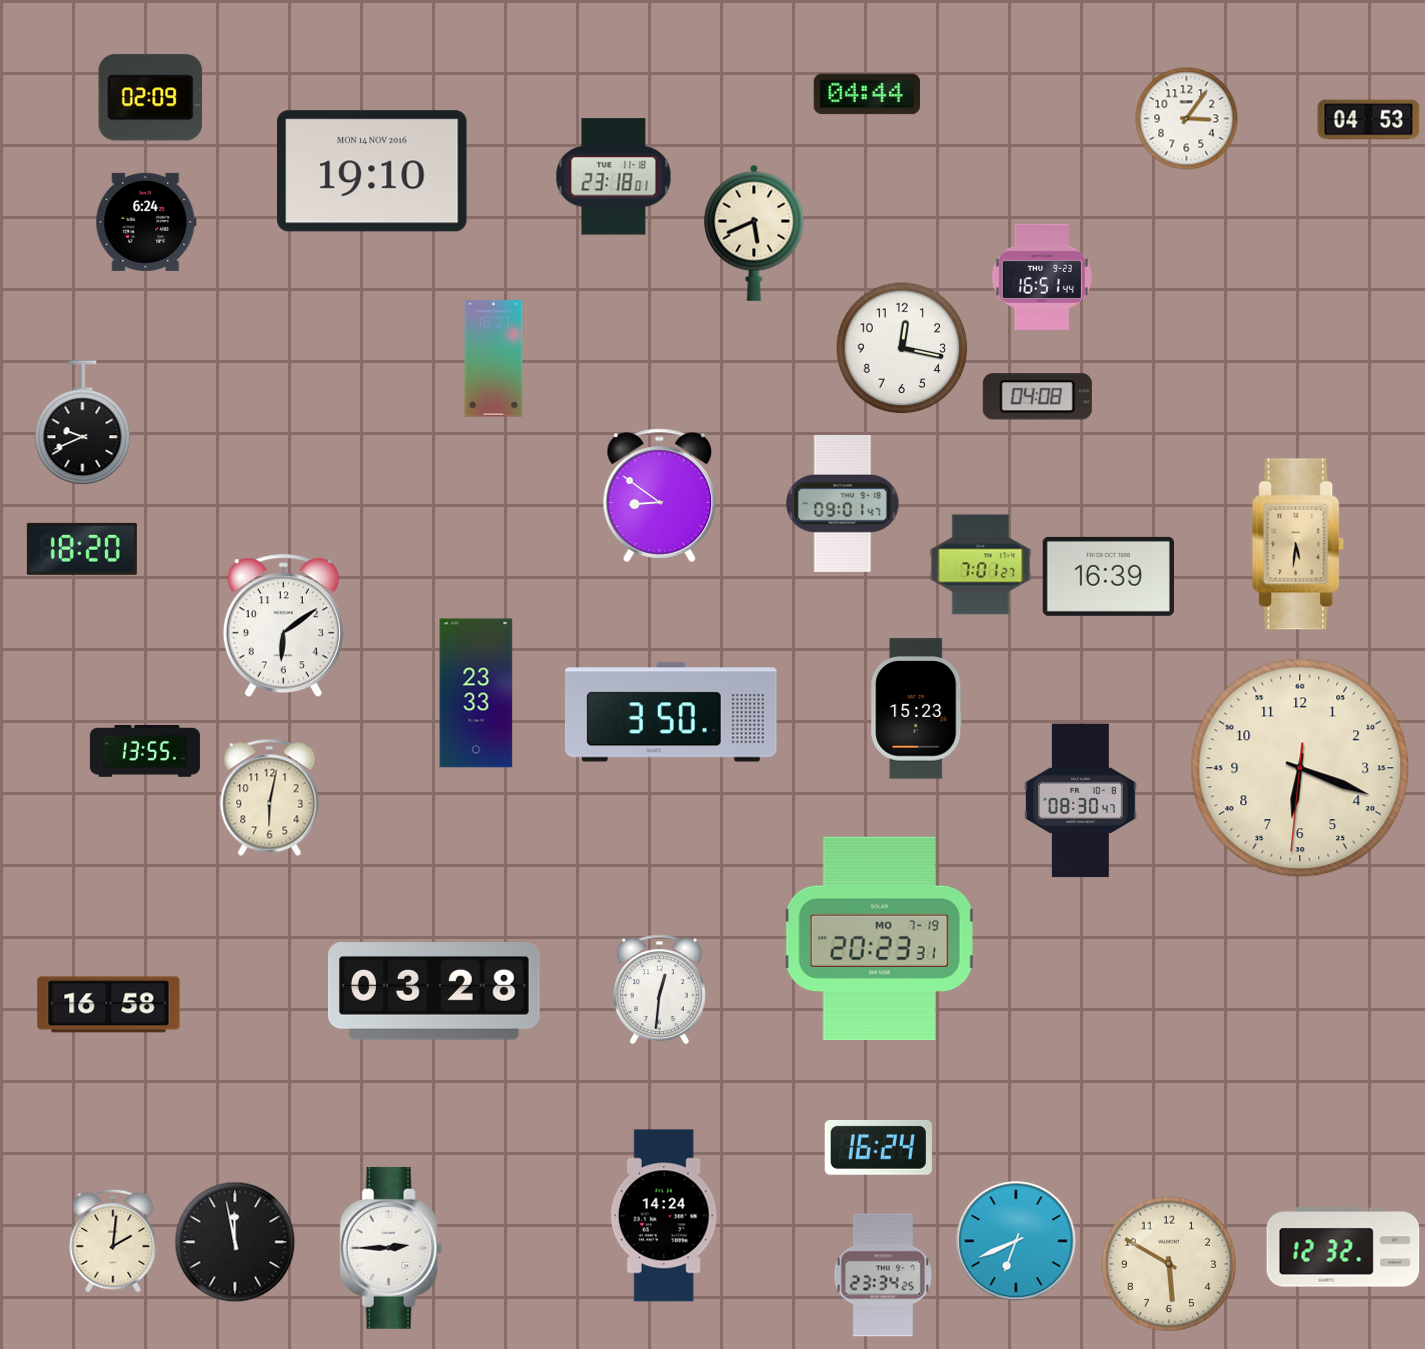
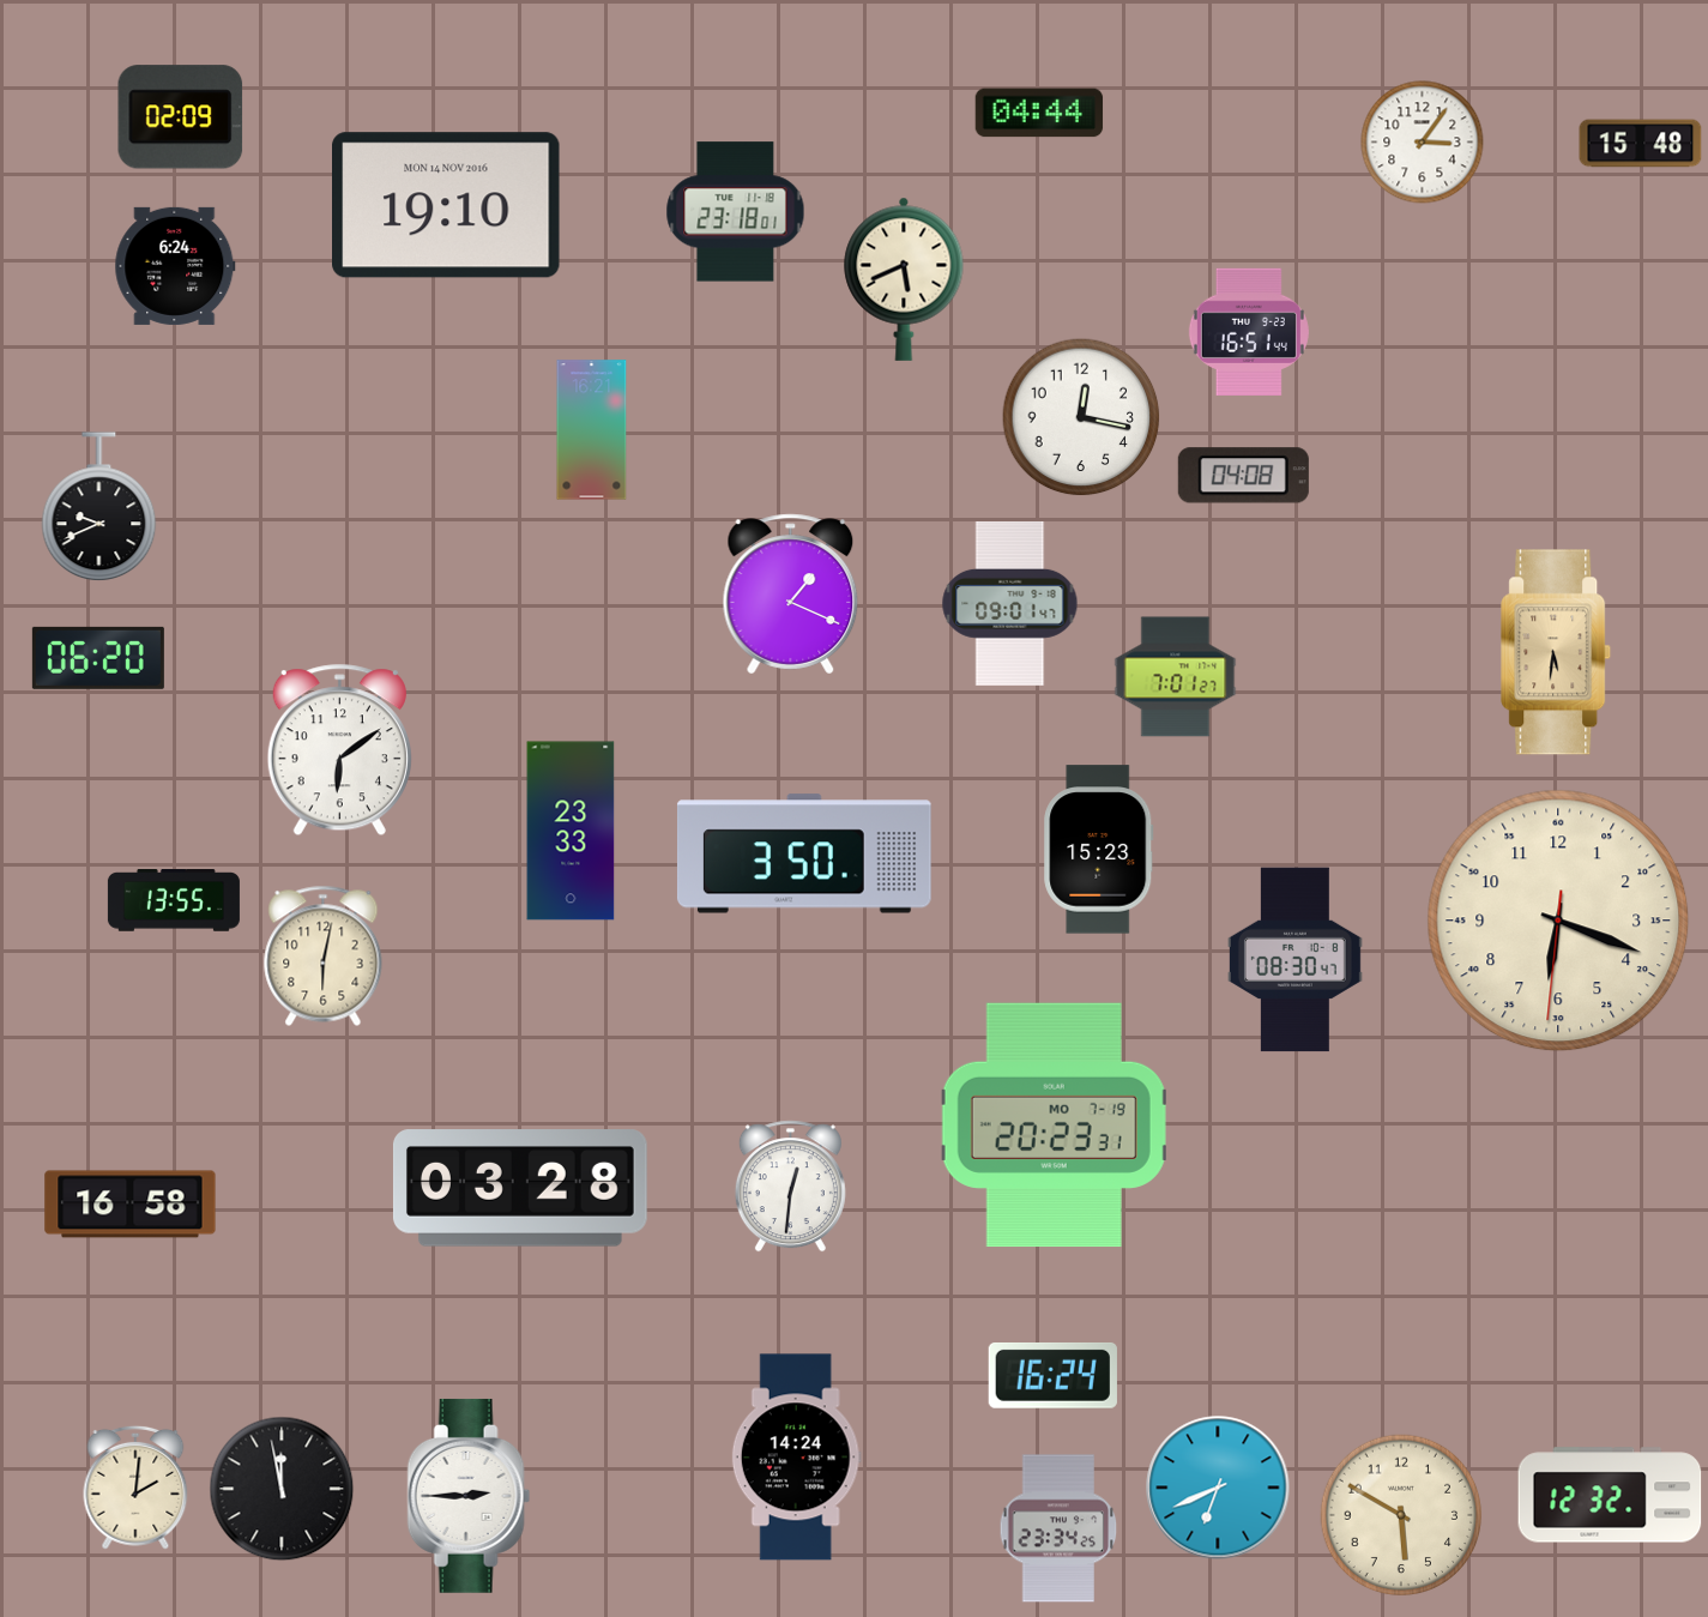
clock at (1369, 120): 04:53 -> 15:48
clock at (660, 496): 8:51 -> 1:19
clock at (82, 549): 18:20 -> 06:20
clock at (1108, 576): 16:39 -> none
